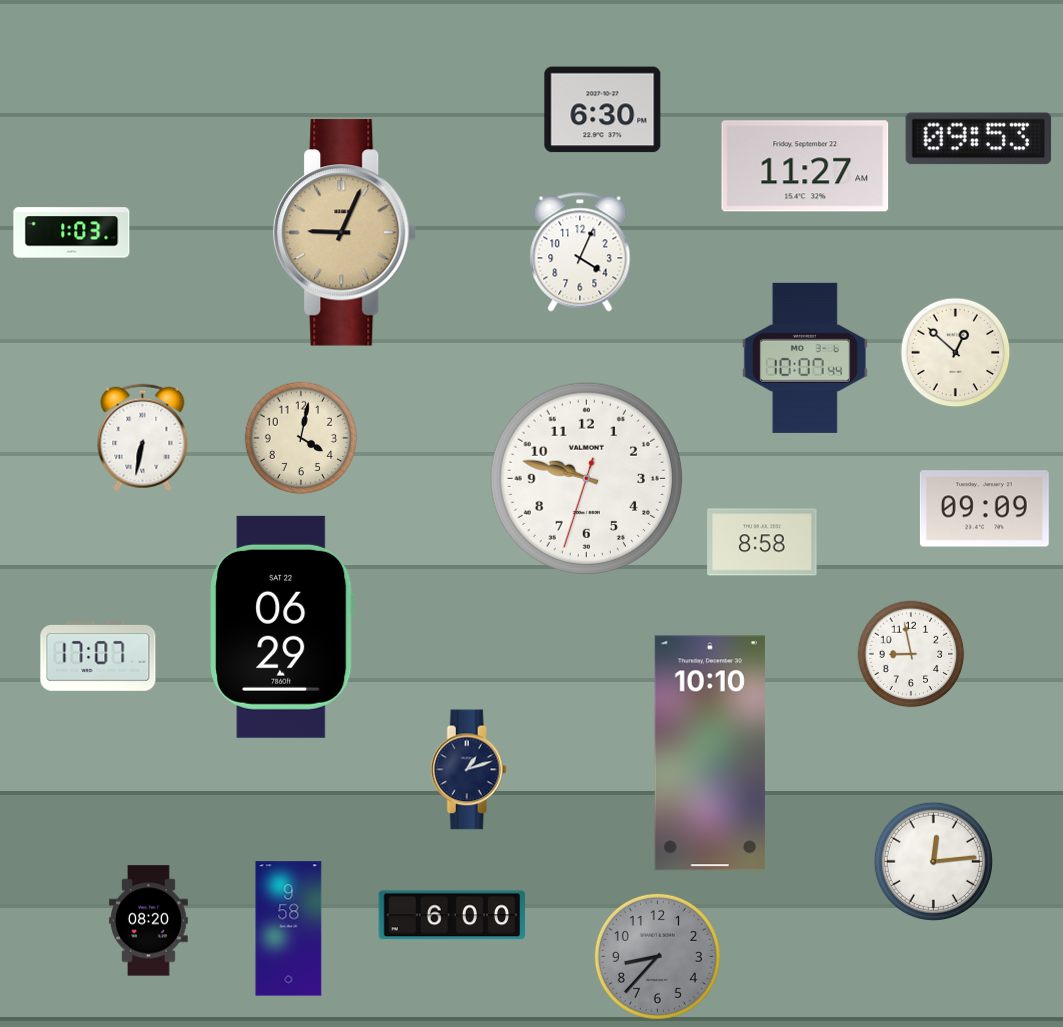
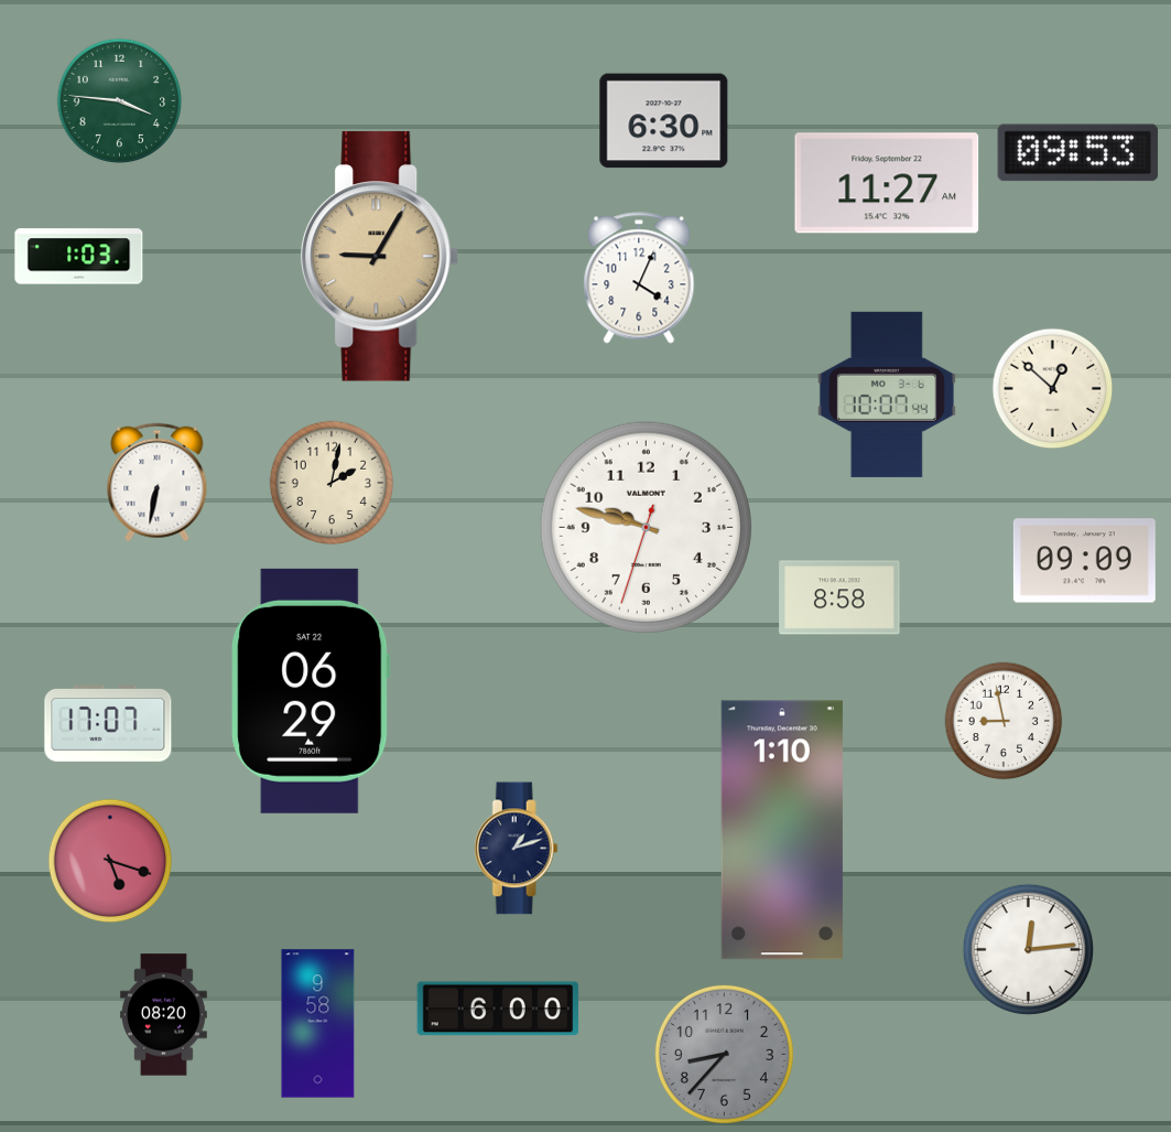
clock at (120, 101): none -> 3:46
clock at (345, 233): 9:04 -> 9:05
clock at (301, 438): 4:02 -> 2:02
clock at (710, 753): 10:10 -> 1:10
clock at (110, 861): none -> 5:18
